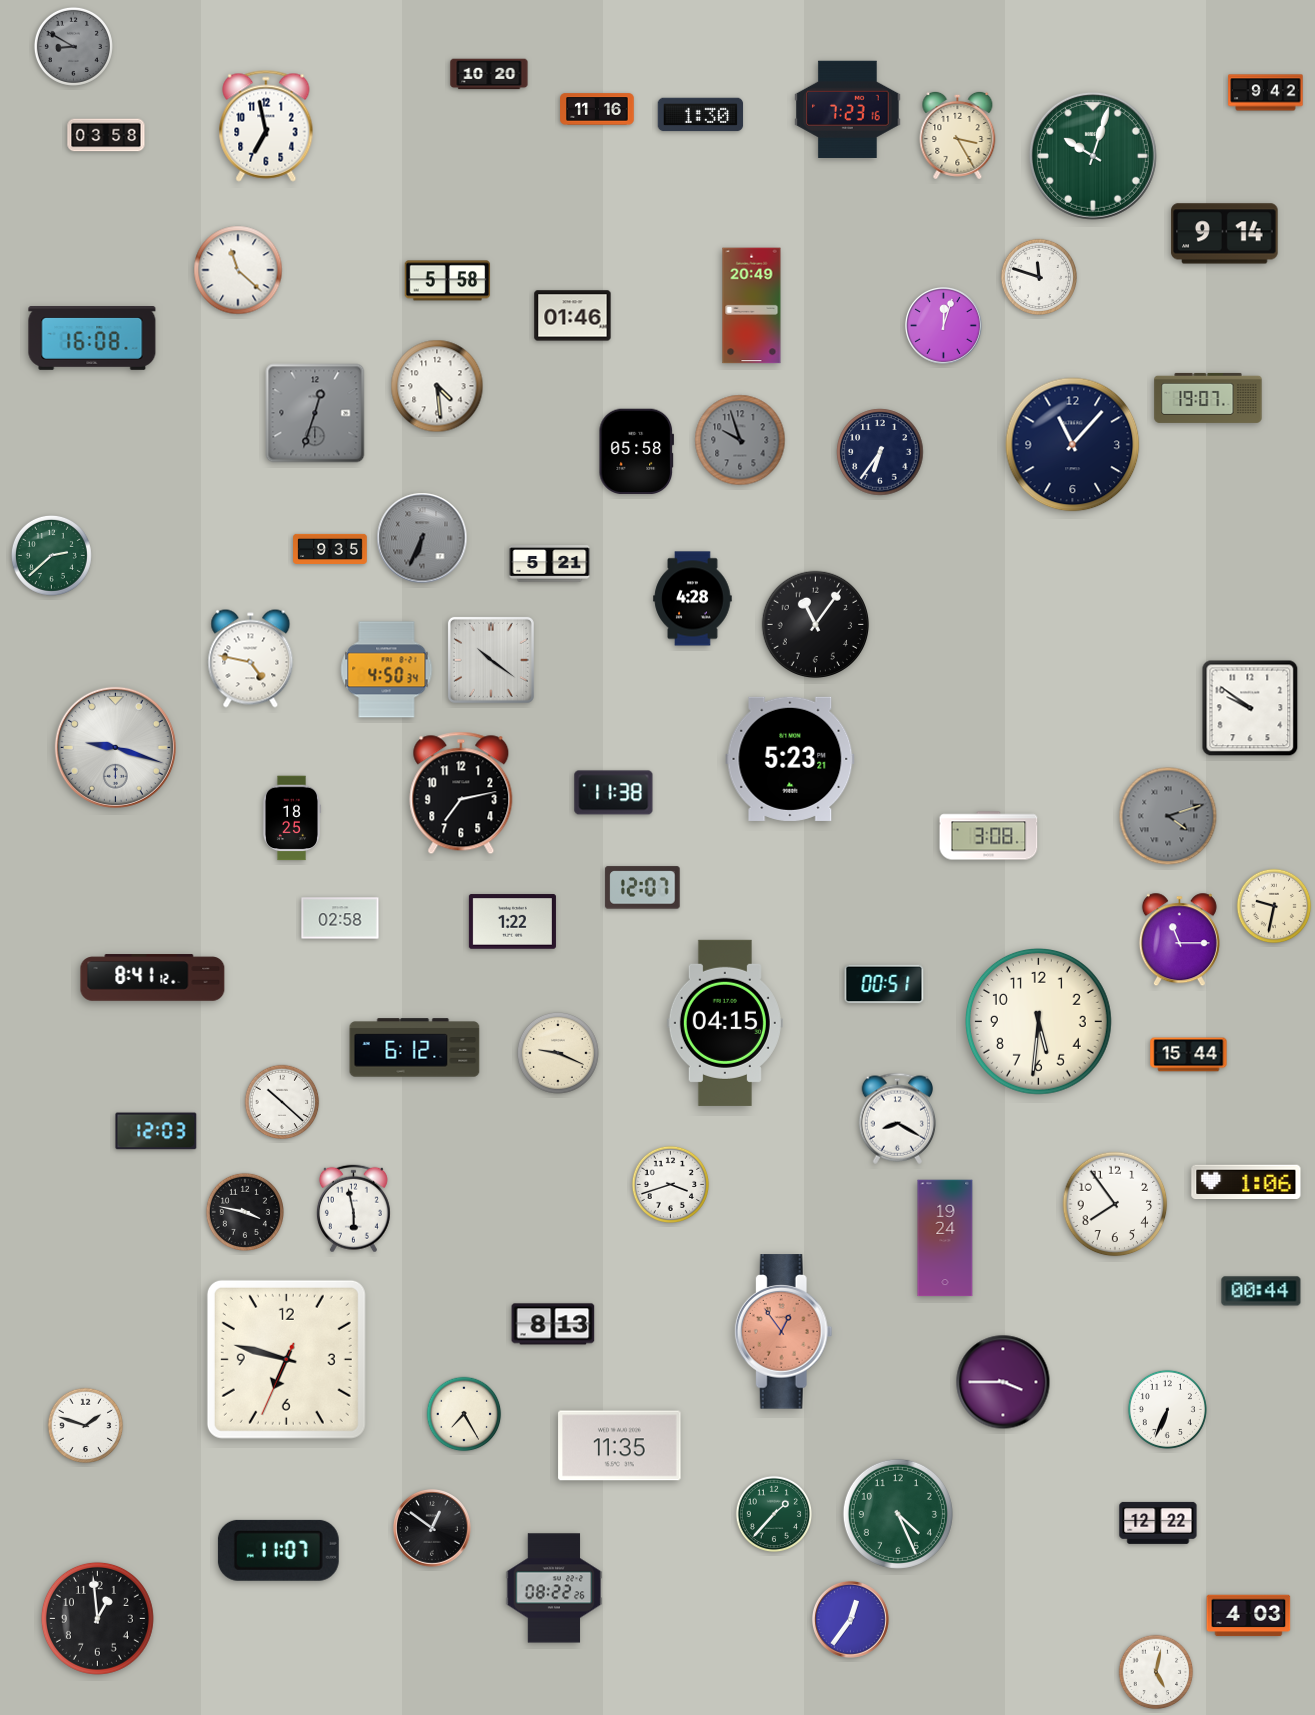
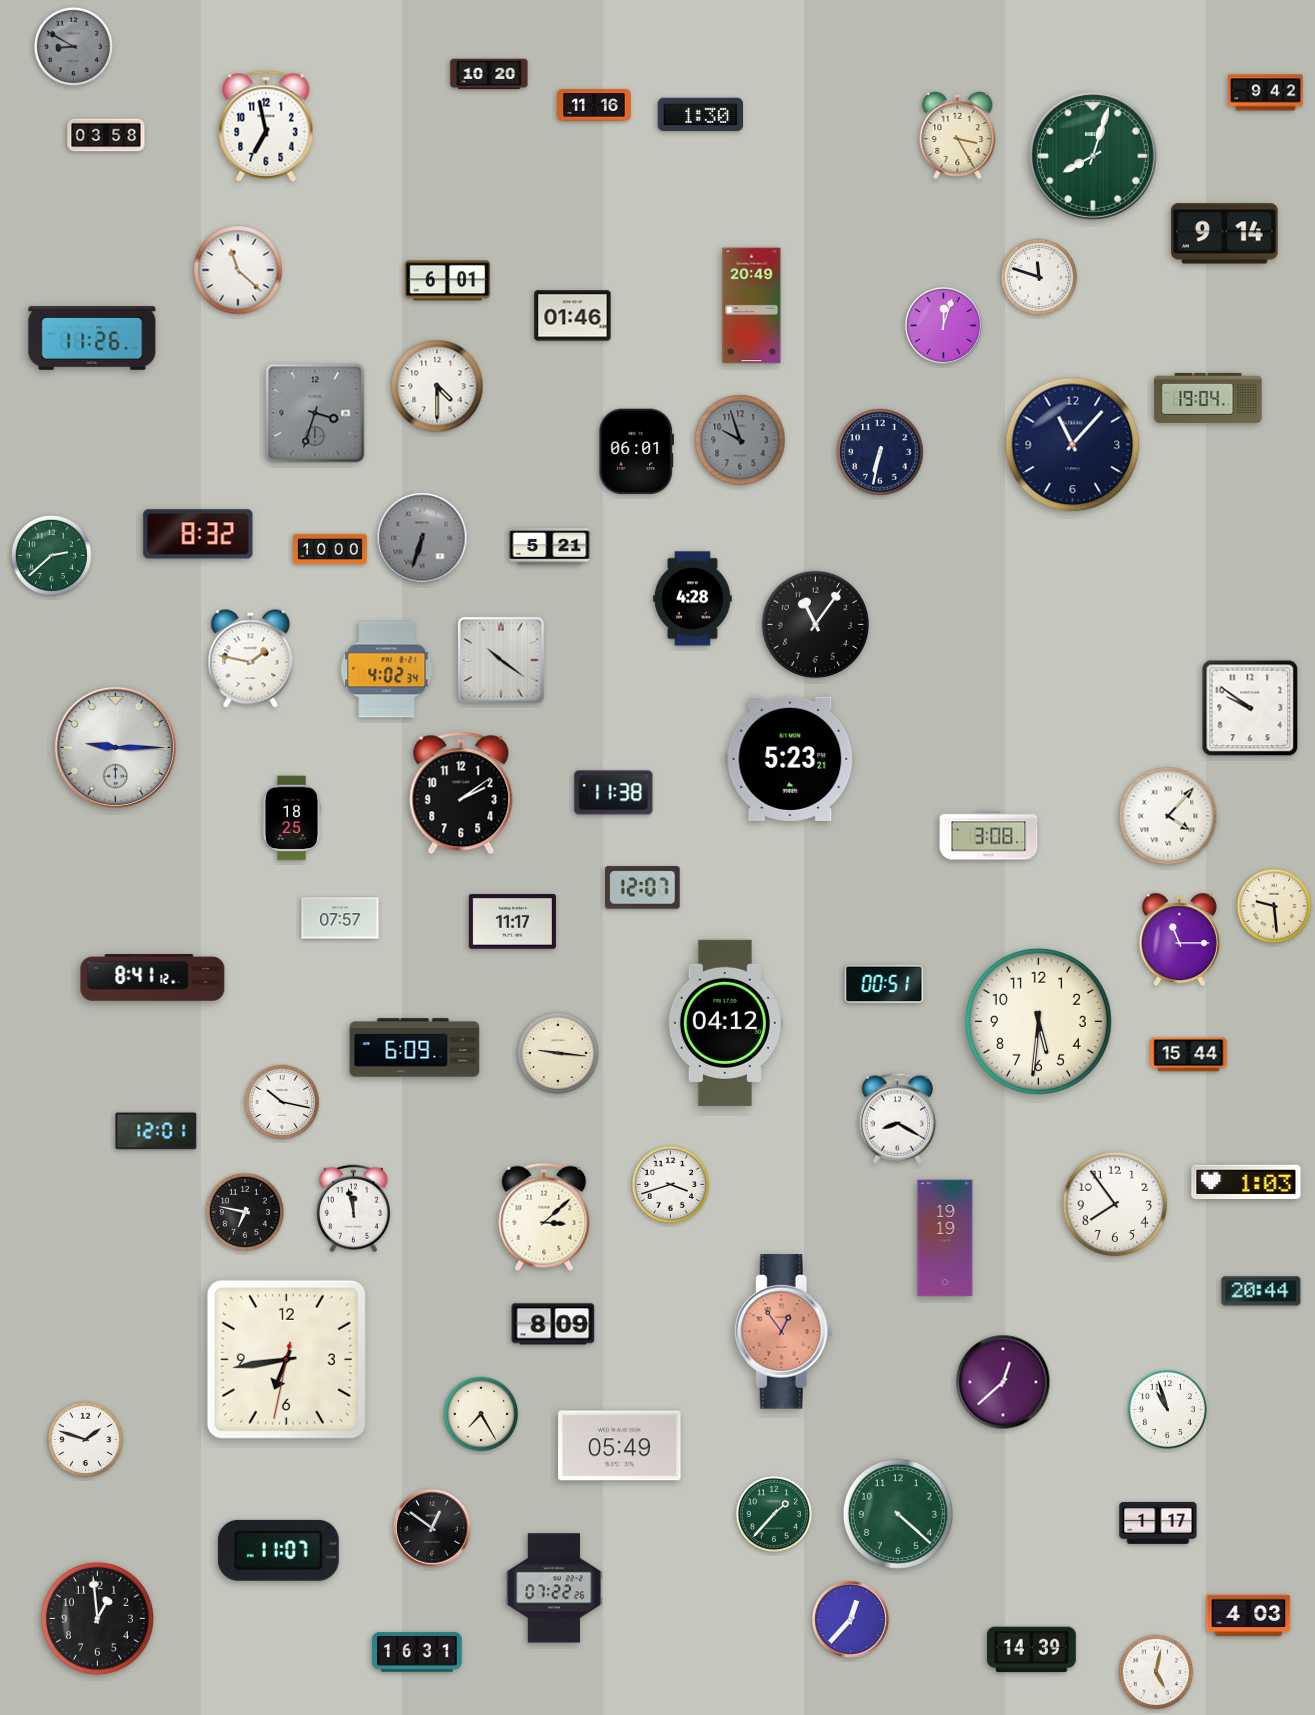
clock at (597, 109) position: (597, 109) -> (594, 105)
clock at (848, 109): 7:23 -> none
clock at (1093, 156): 10:03 -> 8:03
clock at (448, 281): 5:58 -> 6:01
clock at (92, 339): 16:08 -> 11:26
clock at (437, 386): 4:29 -> 4:30
clock at (1208, 398): 19:07 -> 19:04
clock at (315, 413): 12:33 -> 3:33
clock at (636, 452): 05:58 -> 06:01
clock at (880, 452): 6:36 -> 6:32
clock at (198, 534): none -> 8:32
clock at (422, 538): 6:34 -> 6:33
clock at (330, 549): 9:35 -> 10:00
clock at (550, 564) position: (550, 564) -> (550, 547)
clock at (251, 659): 4:47 -> 1:47
clock at (491, 660) position: (491, 660) -> (501, 660)
clock at (387, 670): 4:50 -> 4:02
clock at (115, 747): 9:18 -> 9:15
clock at (461, 793): 7:13 -> 2:09
clock at (1168, 816): 4:12 -> 4:07
clock at (1168, 816) dial: grey -> white
clock at (1274, 906): 9:32 -> 9:29
clock at (340, 918): 02:58 -> 07:57
clock at (512, 922): 1:22 -> 11:17
clock at (725, 1023): 04:15 -> 04:12
clock at (415, 1048): 6:12 -> 6:09
clock at (558, 1053): 9:19 -> 9:16
clock at (282, 1102): 10:22 -> 10:17
clock at (156, 1131): 12:03 -> 12:01
clock at (1246, 1182): 1:06 -> 1:03
clock at (353, 1209): 5:58 -> 11:58
clock at (245, 1212): 3:47 -> 6:47
clock at (544, 1217): none -> 3:08
clock at (945, 1238): 19:24 -> 19:19
clock at (1261, 1291): 00:44 -> 20:44
clock at (553, 1324): 8:13 -> 8:09
clock at (286, 1359): 6:47 -> 6:43
clock at (1003, 1382): 3:45 -> 12:38
clock at (1167, 1409): 6:34 -> 10:57
clock at (464, 1414) position: (464, 1414) -> (481, 1414)
clock at (86, 1426) position: (86, 1426) -> (86, 1440)
clock at (620, 1446): 11:35 -> 05:49
clock at (898, 1514): 4:26 -> 4:22
clock at (1158, 1523): 12:22 -> 1:17
clock at (554, 1588): 08:22 -> 07:22
clock at (850, 1619): 12:36 -> 12:37
clock at (1031, 1650): none -> 14:39
clock at (417, 1652): none -> 16:31
